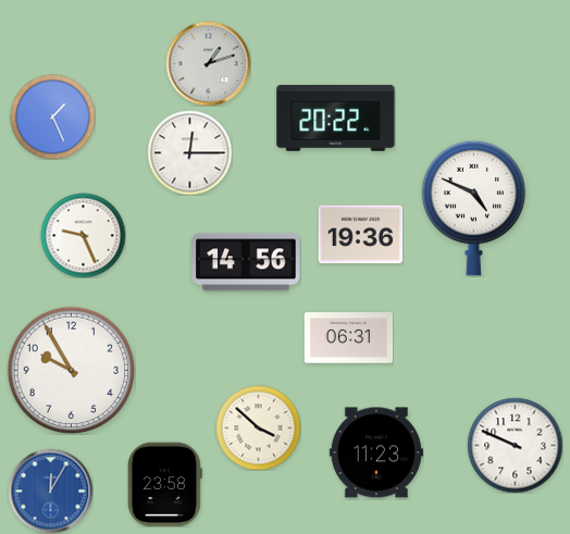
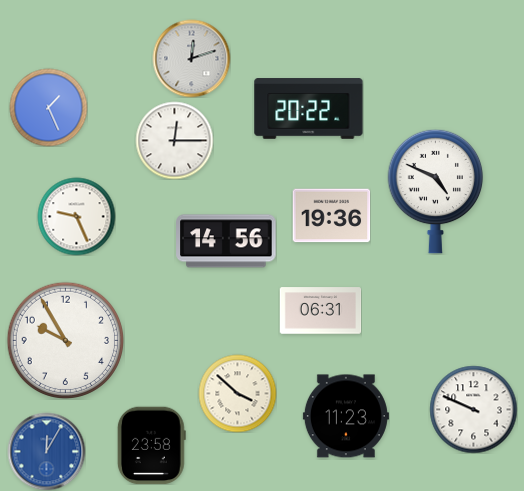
clock at (208, 63): 1:12 -> 12:12
